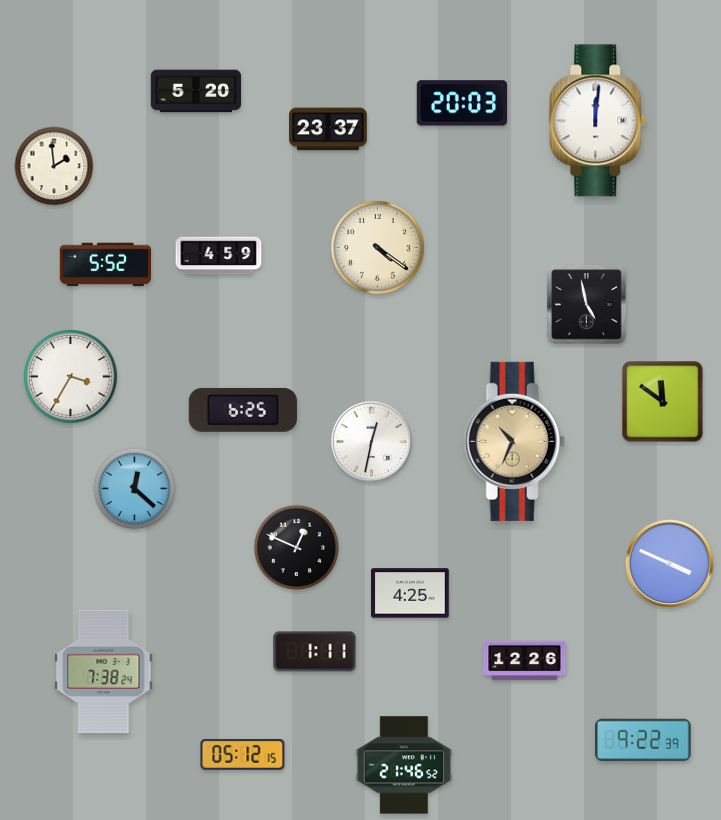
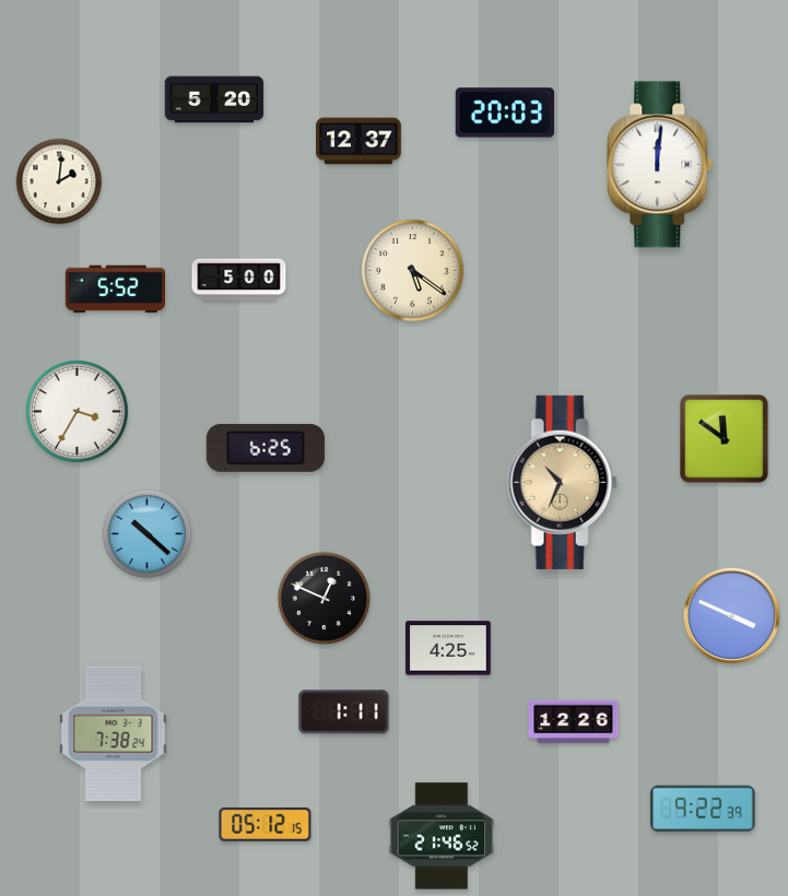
clock at (598, 121) position: (598, 121) -> (660, 165)
clock at (328, 129): 23:37 -> 12:37
clock at (54, 166): 1:59 -> 2:01
clock at (378, 248): 4:21 -> 5:21
clock at (219, 256): 4:59 -> 5:00
clock at (587, 305): 4:58 -> none
clock at (372, 442): 12:32 -> none
clock at (135, 489): 12:22 -> 10:22
